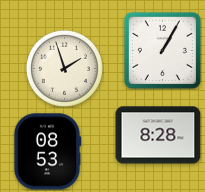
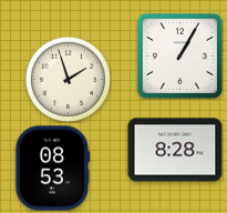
clock at (64, 68) position: (64, 68) -> (68, 79)
